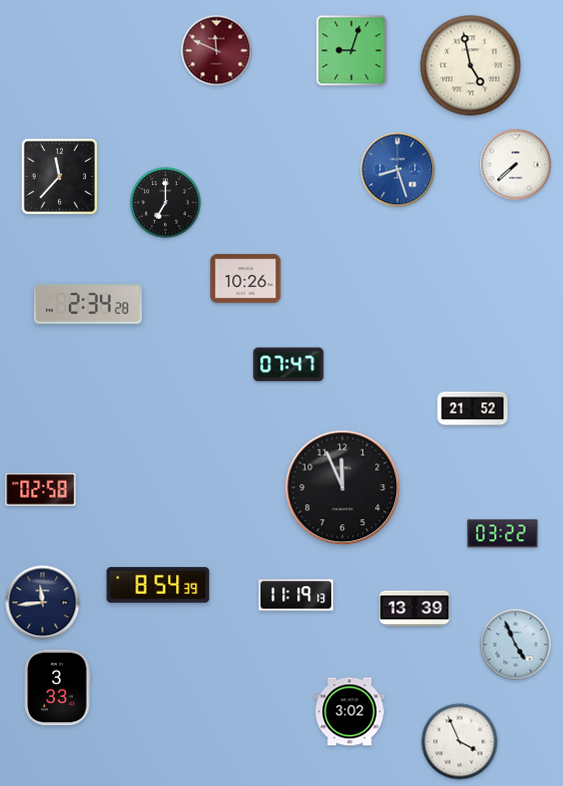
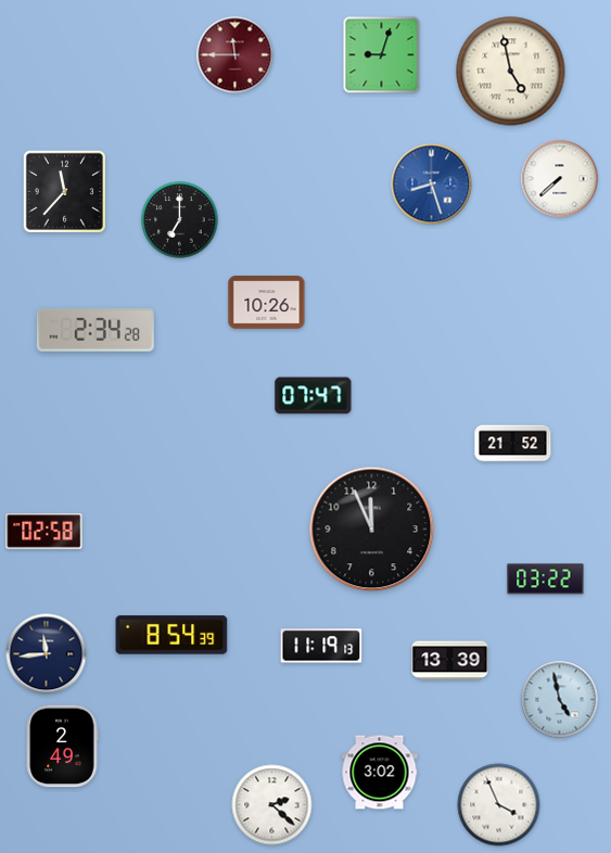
clock at (217, 51): 11:49 -> 11:45
clock at (516, 645): 4:56 -> 4:58
clock at (57, 688): 3:33 -> 2:49
clock at (272, 805): none -> 2:22
